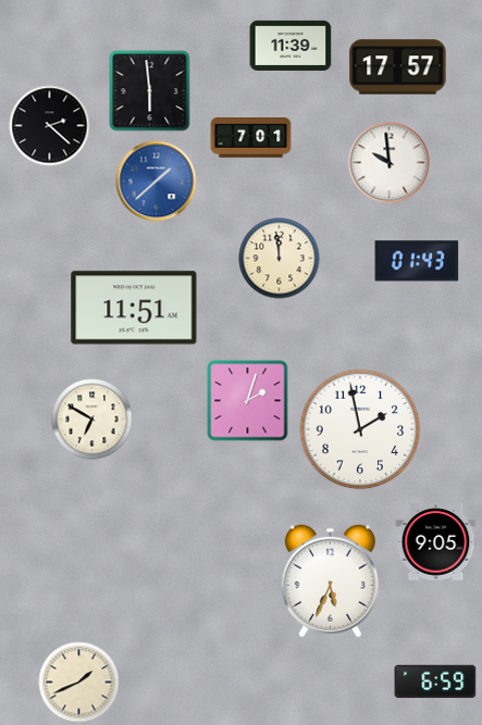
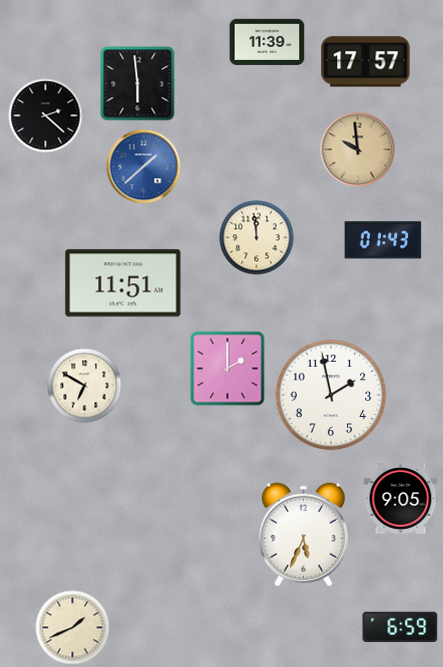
clock at (251, 138): 7:01 -> none
clock at (390, 163) dial: white -> champagne
clock at (248, 401): 2:03 -> 2:00
